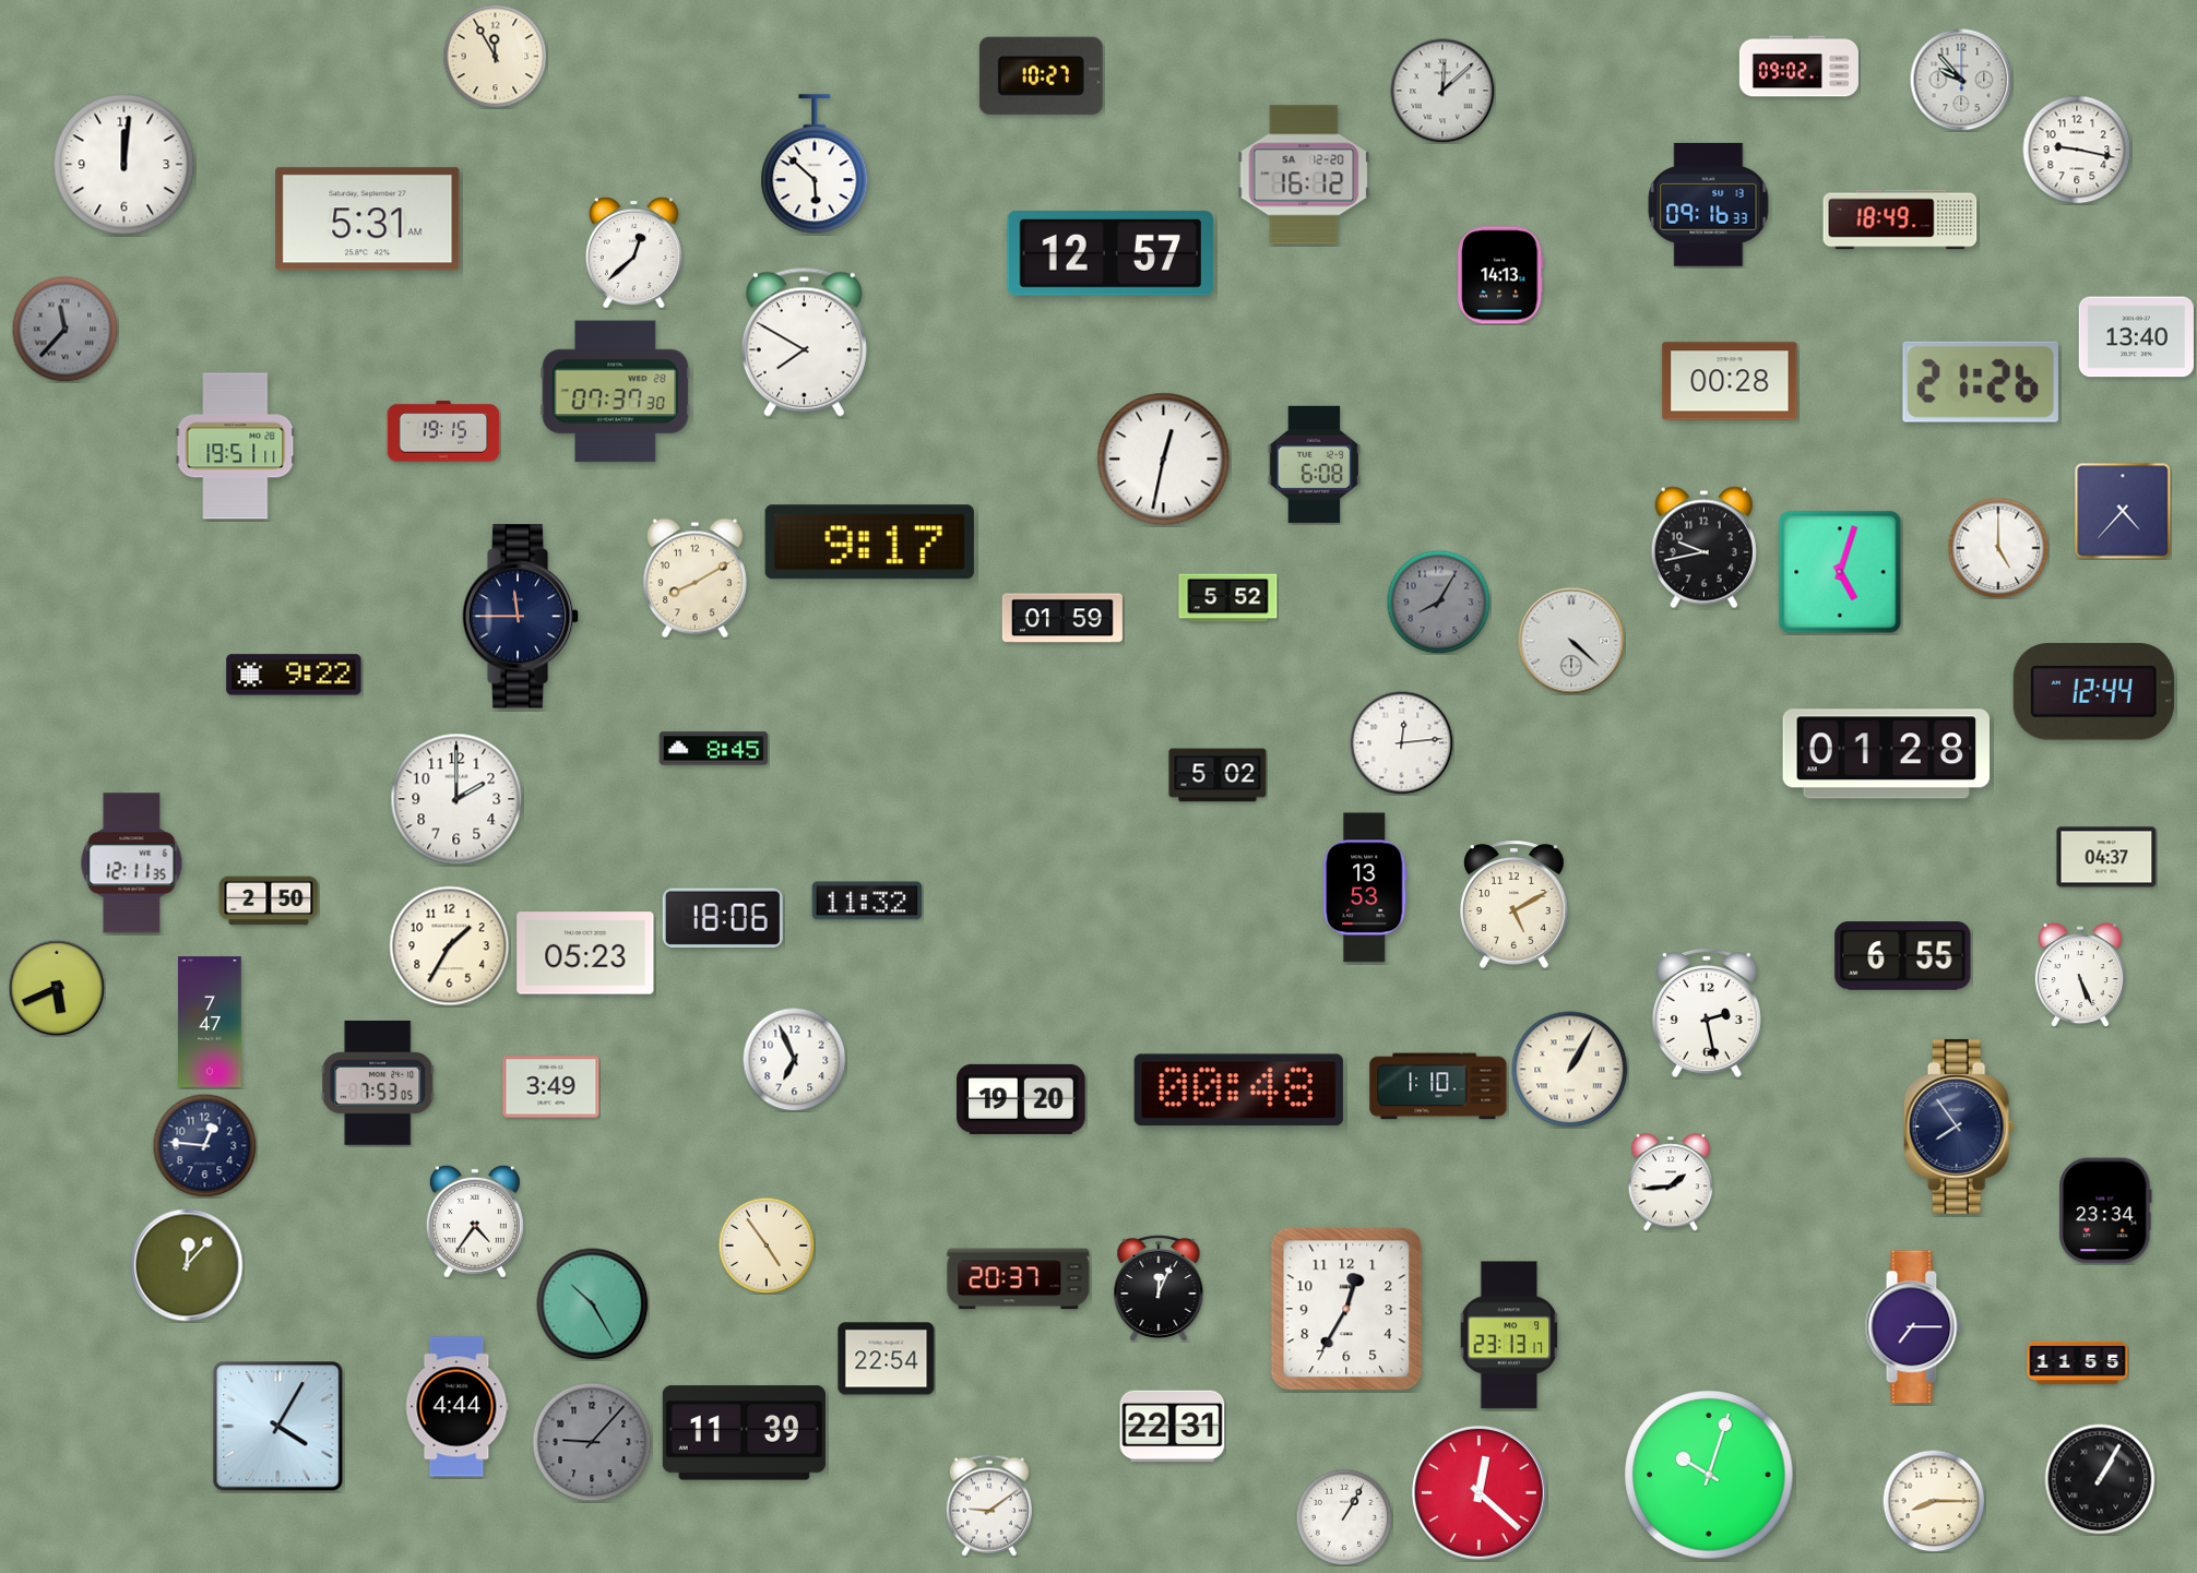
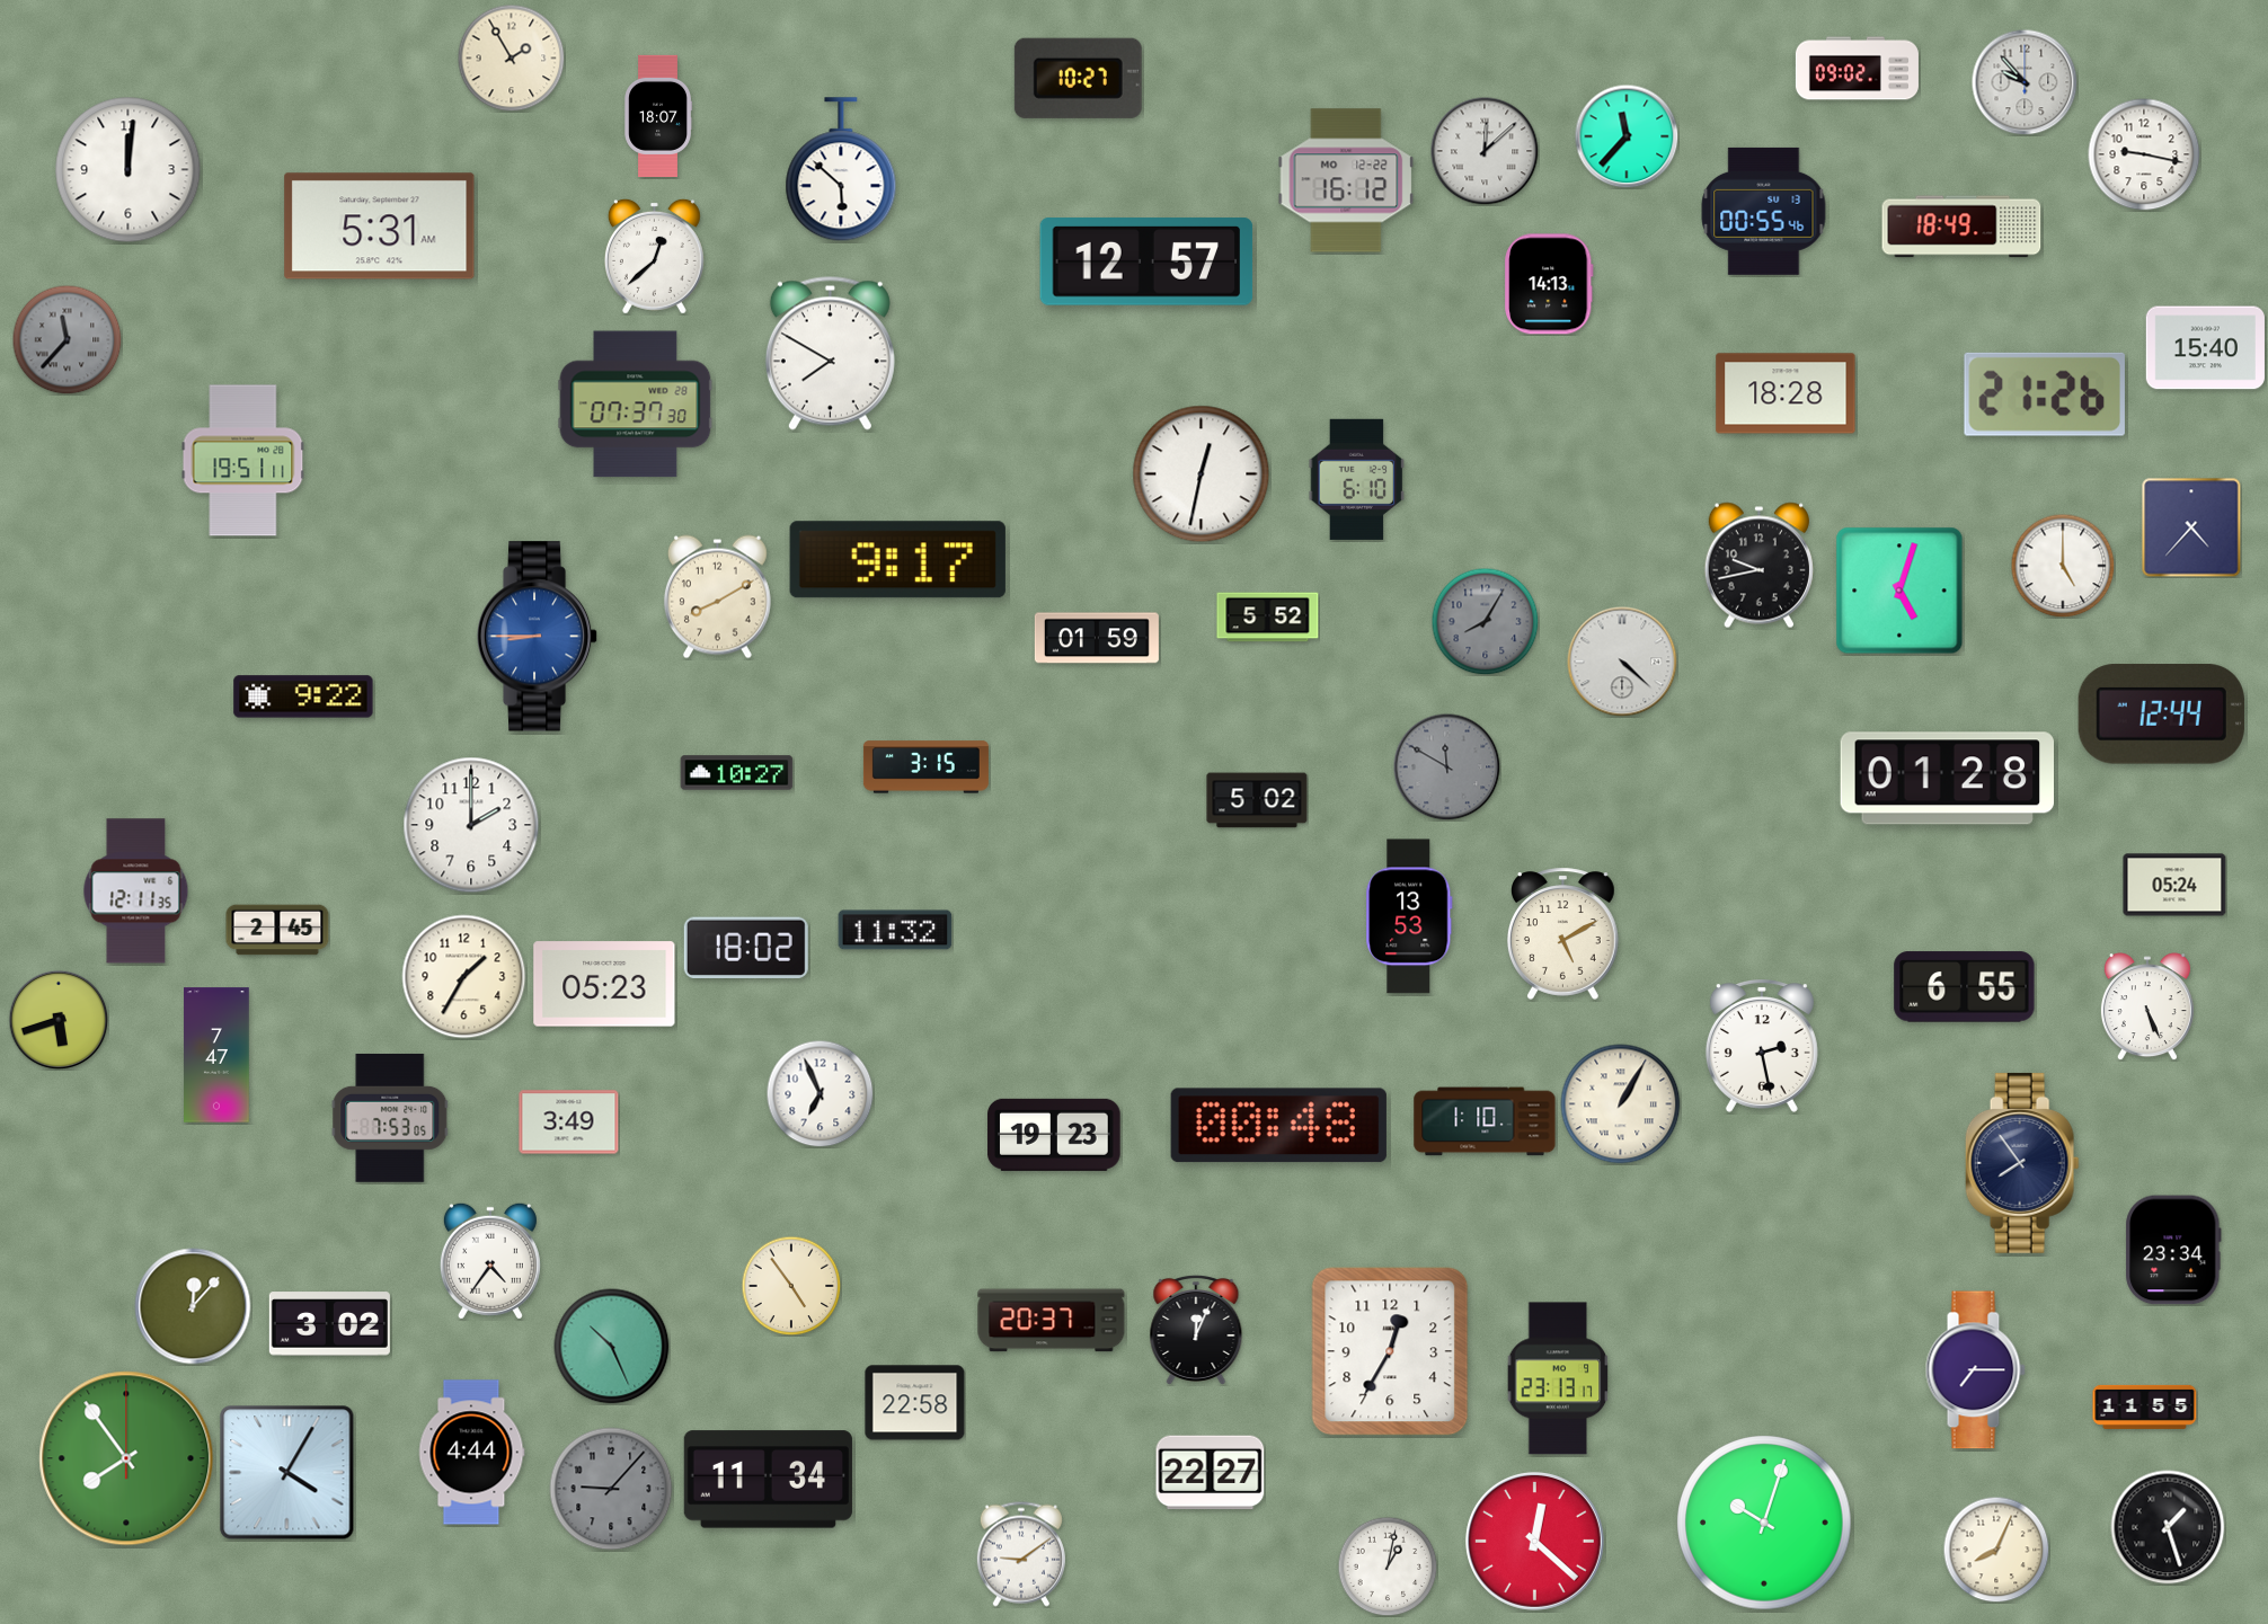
clock at (495, 56): 11:55 -> 1:55
clock at (1041, 75) position: (1041, 75) -> (1078, 78)
clock at (1442, 91) position: (1442, 91) -> (1485, 151)
clock at (657, 116): none -> 18:07
clock at (1627, 136): none -> 11:37
clock at (1304, 175) date: SA 12-20 -> MO 12-22
clock at (1709, 204): 09:16 -> 00:55
clock at (633, 252) position: (633, 252) -> (654, 256)
clock at (2136, 337): 13:40 -> 15:40
clock at (1730, 381): 00:28 -> 18:28
clock at (443, 431): 19:15 -> none
clock at (1315, 464): 6:08 -> 6:10
clock at (521, 617): 11:45 -> 8:45
clock at (521, 617) dial: navy -> blue
clock at (1401, 742): 12:14 -> 11:50
clock at (1401, 742) dial: white -> grey
clock at (925, 767): none -> 3:15
clock at (714, 749): 8:45 -> 10:27
clock at (2106, 857): 04:37 -> 05:24
clock at (269, 901): 2:50 -> 2:45
clock at (723, 917): 18:06 -> 18:02
clock at (57, 988): 5:41 -> 5:42
clock at (1021, 1099): 19:20 -> 19:23
clock at (204, 1145): 12:46 -> none
clock at (1671, 1182): 1:44 -> none
clock at (329, 1324): none -> 3:02
clock at (593, 1304): 10:25 -> 10:26
clock at (887, 1359): 22:54 -> 22:58
clock at (126, 1458): none -> 7:54
clock at (1173, 1427): 22:31 -> 22:27
clock at (744, 1433): 11:39 -> 11:34
clock at (2100, 1479): 1:05 -> 1:27
clock at (1478, 1492) position: (1478, 1492) -> (1534, 1541)
clock at (1934, 1501): 8:15 -> 8:04
clock at (1344, 1517): 1:05 -> 1:02
